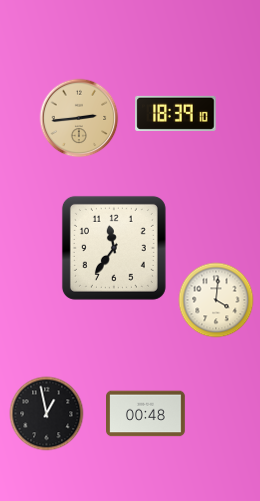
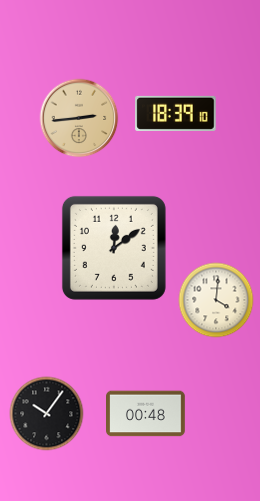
clock at (114, 248): 11:36 -> 12:09
clock at (47, 414): 12:58 -> 10:06
